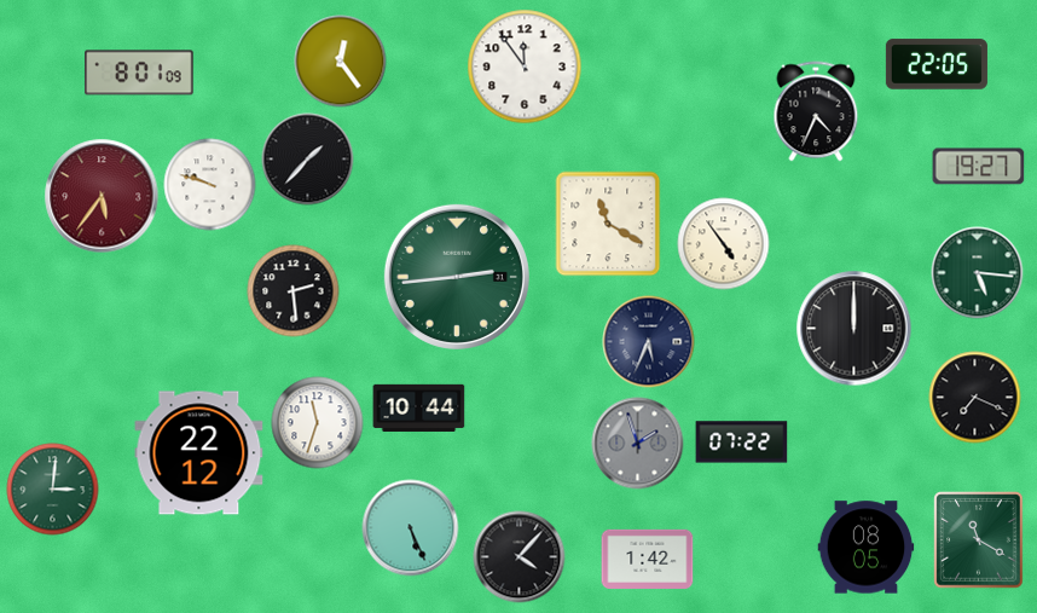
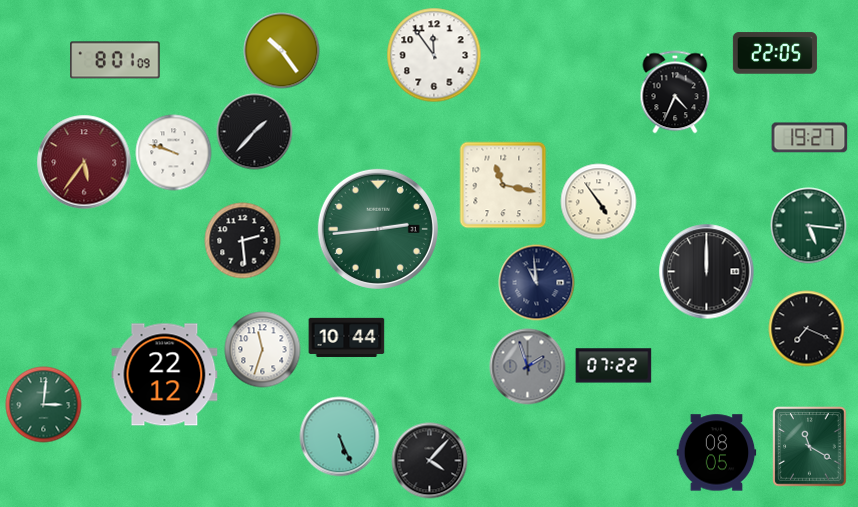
clock at (341, 62): 12:24 -> 10:24
clock at (608, 224): 11:20 -> 11:17
clock at (649, 342): 5:34 -> 10:59
clock at (648, 559): 1:42 -> none
